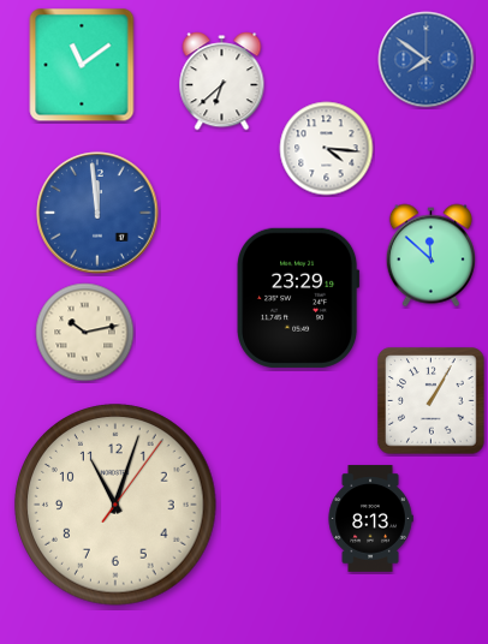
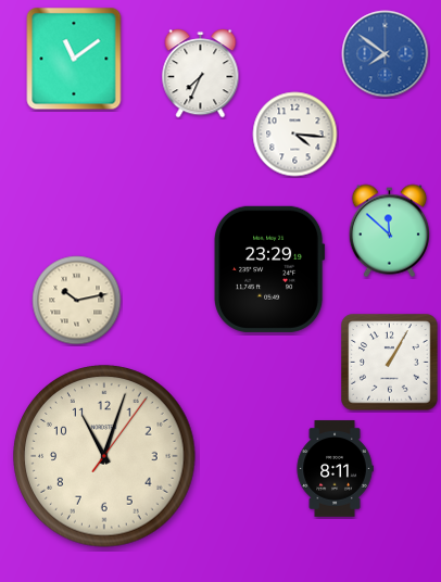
clock at (222, 82): 6:38 -> 7:34
clock at (97, 213): 11:59 -> none
clock at (370, 519): 8:13 -> 8:11
